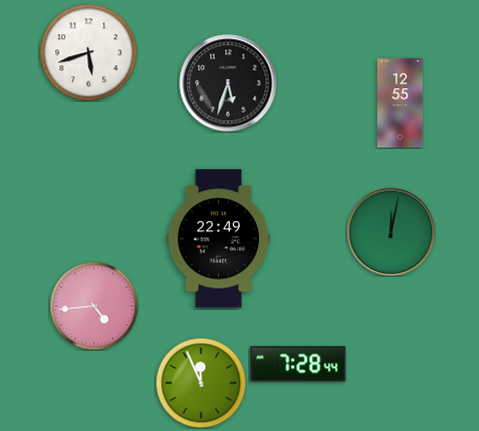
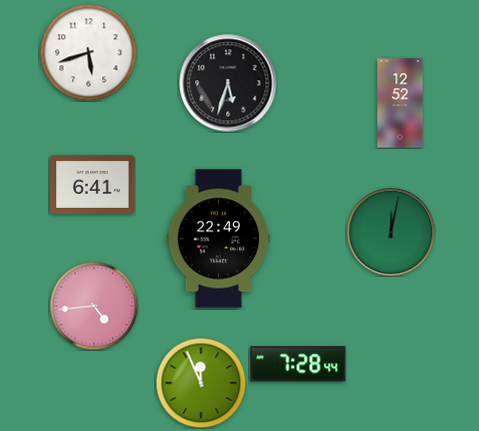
clock at (400, 103): 12:55 -> 12:52
clock at (93, 184): none -> 6:41
